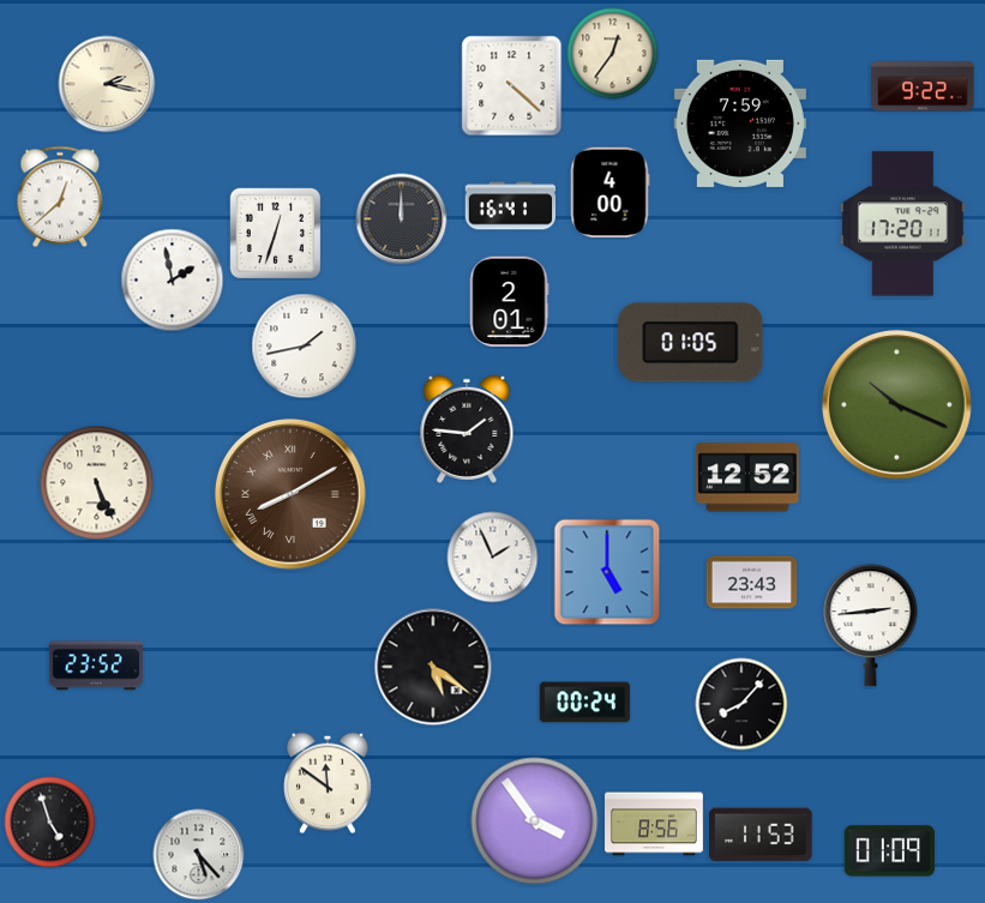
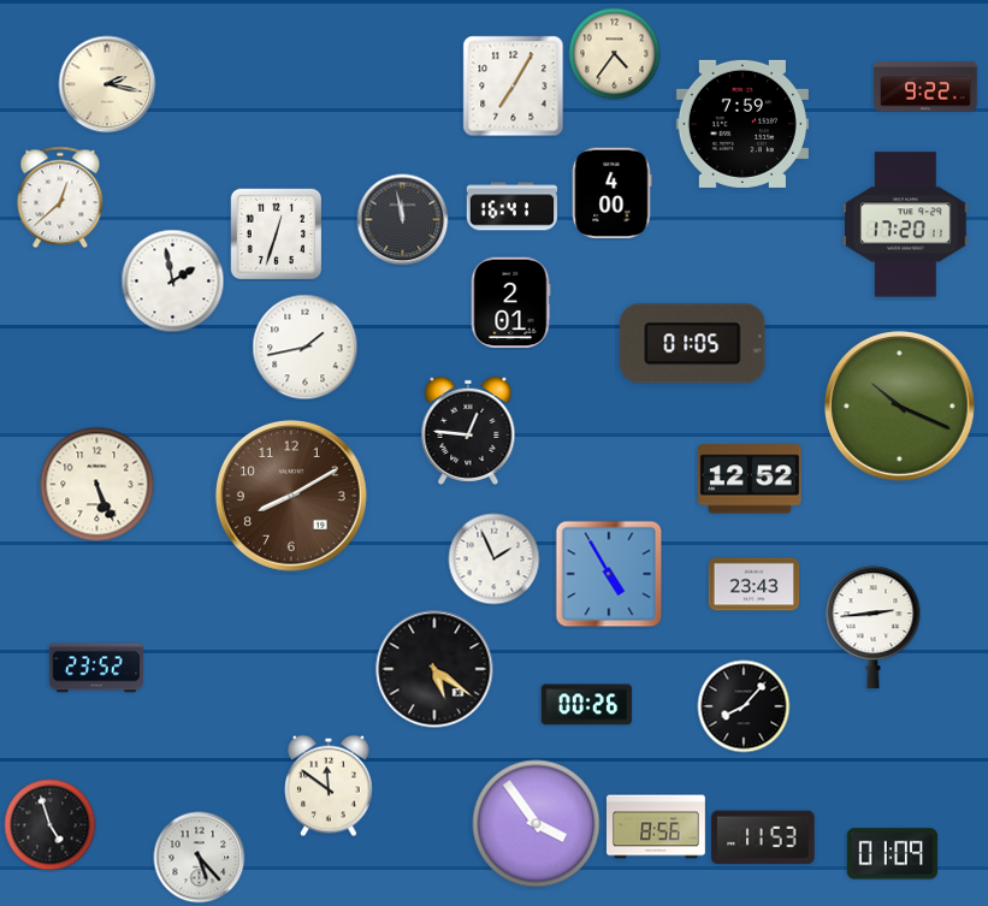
clock at (613, 54): 12:36 -> 4:36
clock at (512, 86): 4:22 -> 7:05
clock at (402, 219): 12:00 -> 11:58
clock at (467, 429): 1:46 -> 12:46
clock at (290, 494) numerals: Roman -> Arabic
clock at (607, 572): 5:00 -> 4:55
clock at (585, 703): 00:24 -> 00:26
